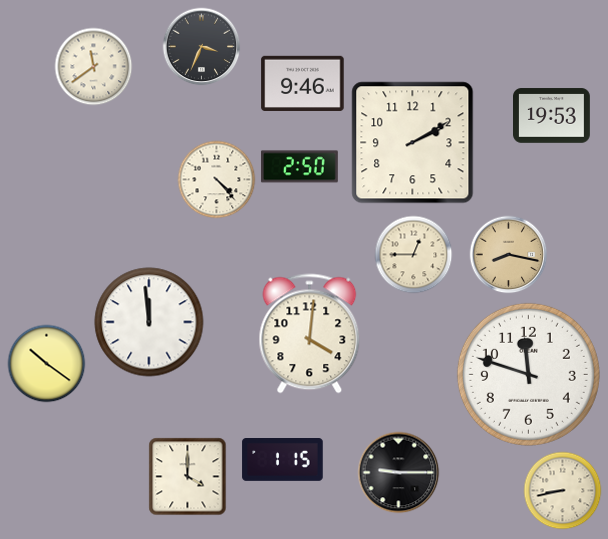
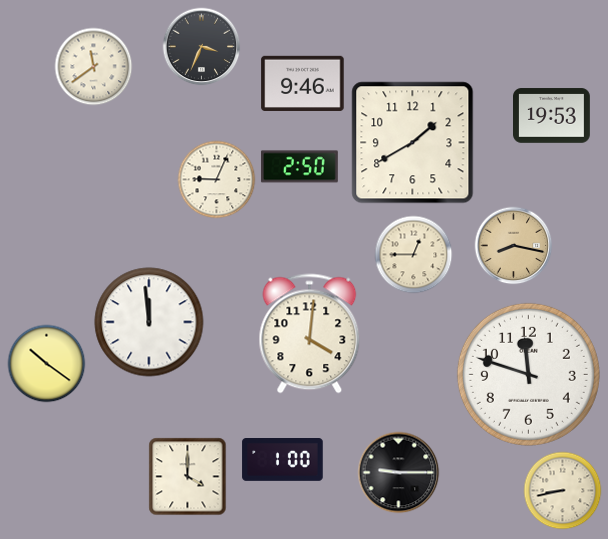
clock at (413, 143): 2:10 -> 1:40
clock at (216, 179): 4:23 -> 9:04
clock at (508, 254) position: (508, 254) -> (513, 245)
clock at (283, 460): 1:15 -> 1:00
